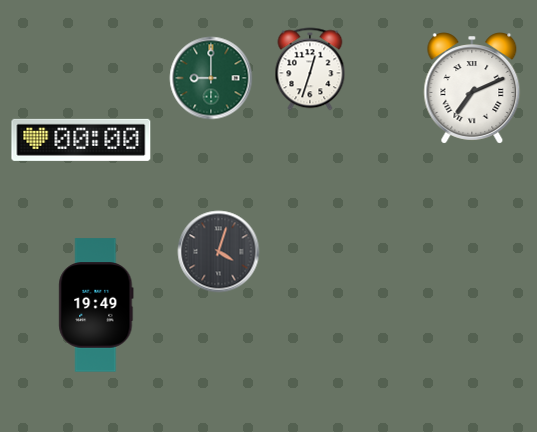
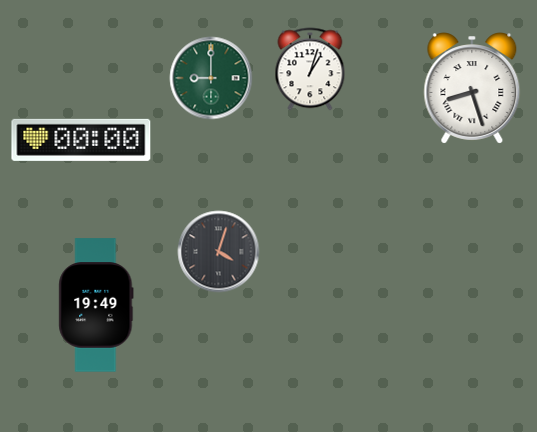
clock at (310, 69): 12:33 -> 1:03
clock at (472, 88): 7:11 -> 8:27
